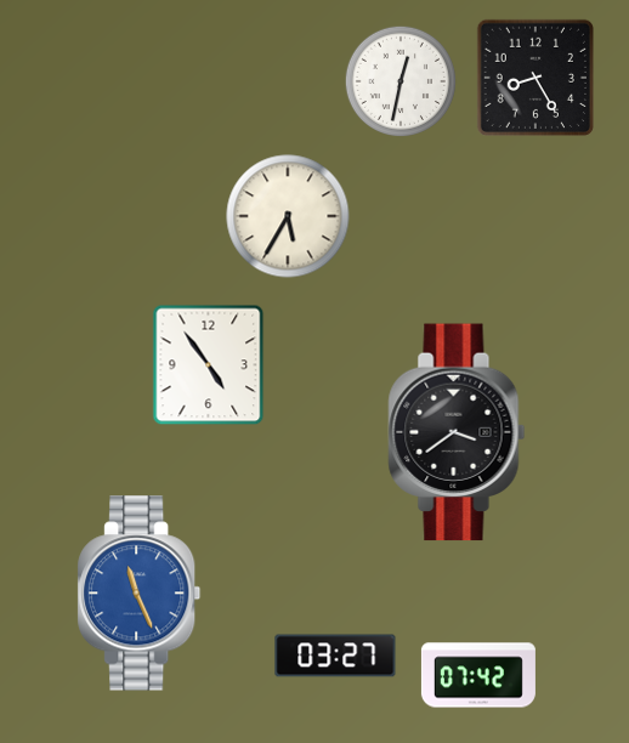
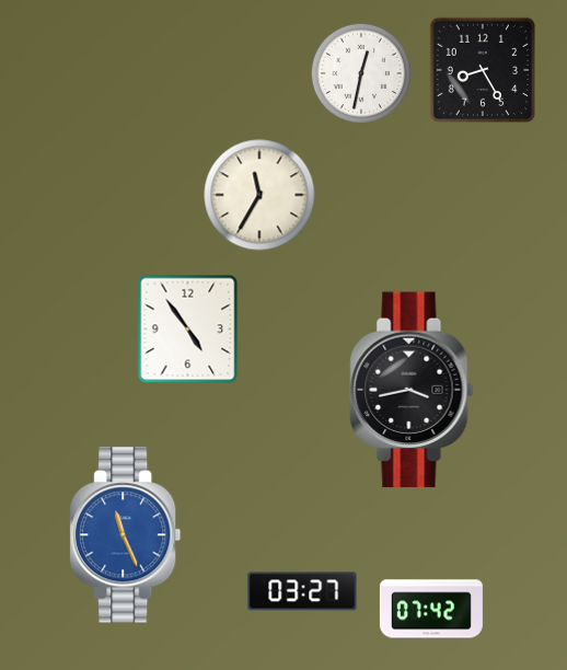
clock at (288, 216): 5:35 -> 11:35
clock at (457, 432): 3:39 -> 3:43
